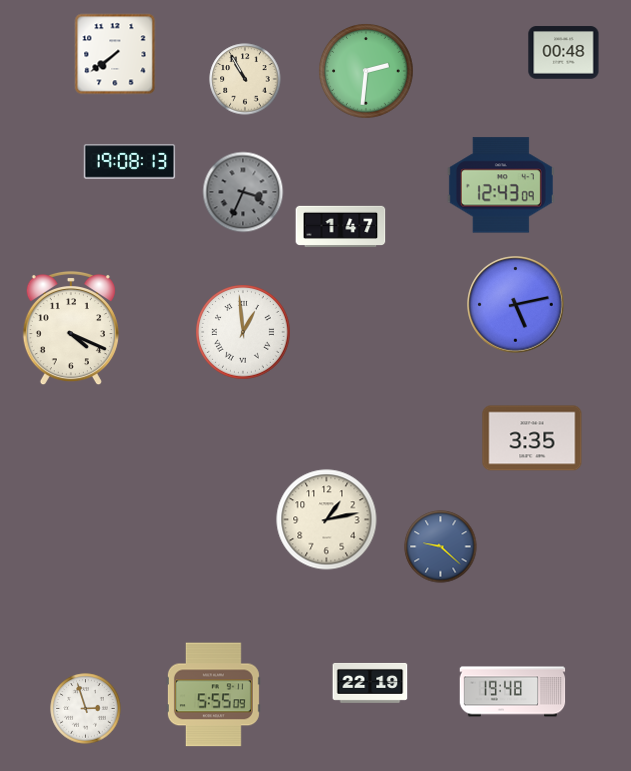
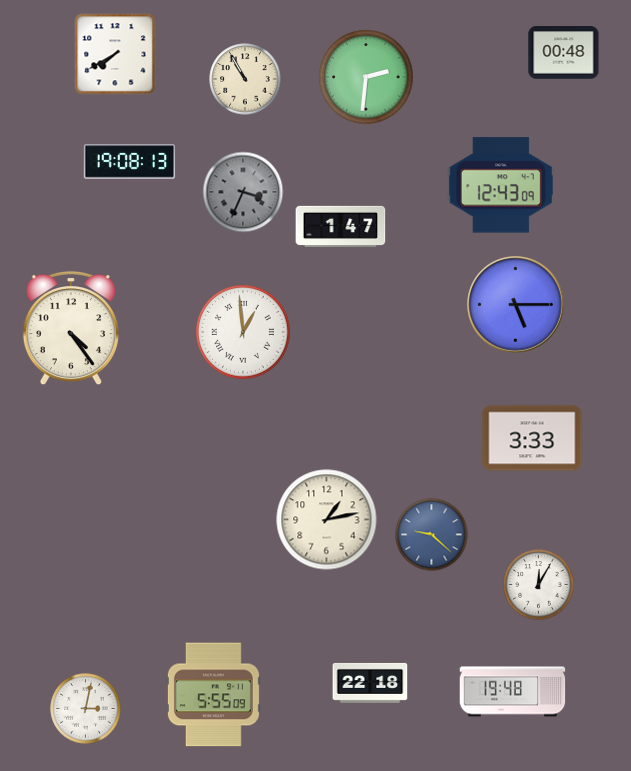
clock at (115, 54): 7:39 -> 7:40
clock at (366, 71) position: (366, 71) -> (366, 77)
clock at (516, 305): 5:13 -> 5:15
clock at (71, 328): 4:19 -> 4:24
clock at (532, 438): 3:35 -> 3:33
clock at (441, 547) position: (441, 547) -> (432, 535)
clock at (539, 585): none -> 12:05
clock at (370, 683): 22:19 -> 22:18
clock at (86, 709): 2:57 -> 3:02
